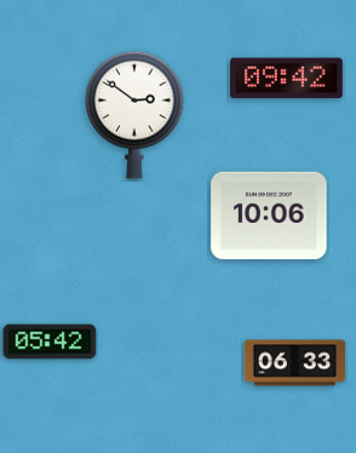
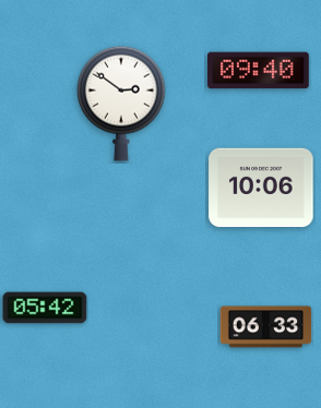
clock at (287, 79): 09:42 -> 09:40
clock at (269, 216) position: (269, 216) -> (261, 188)
